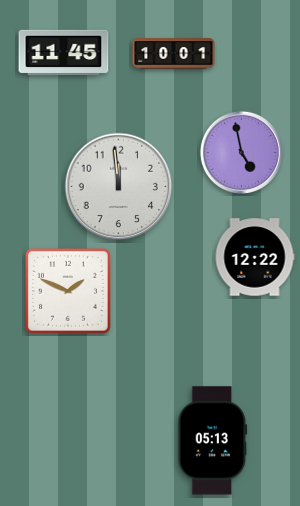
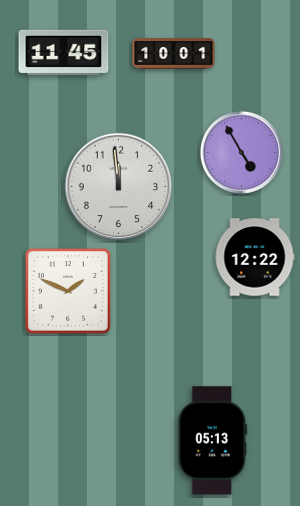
clock at (241, 152): 4:58 -> 4:55
